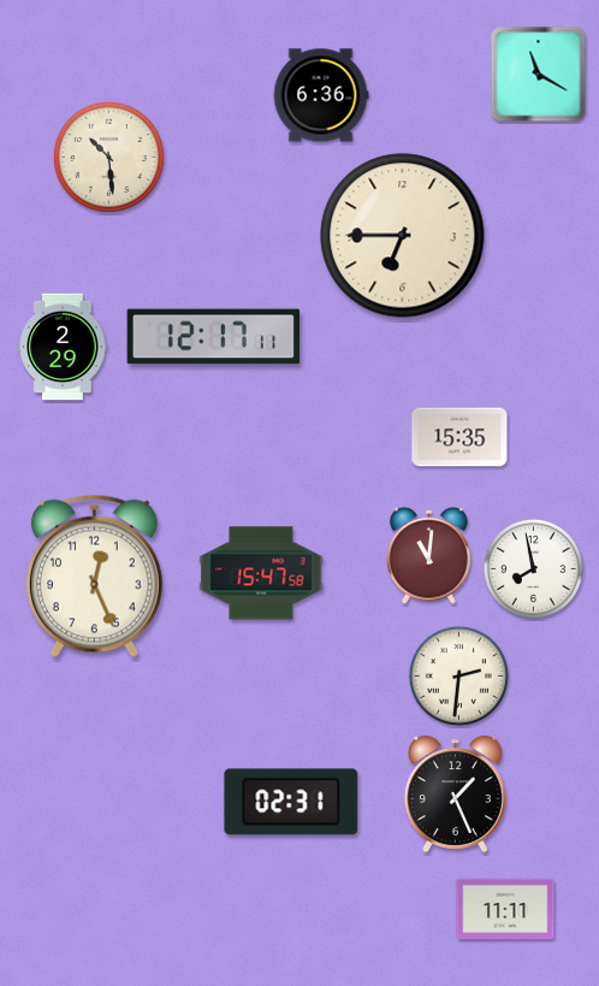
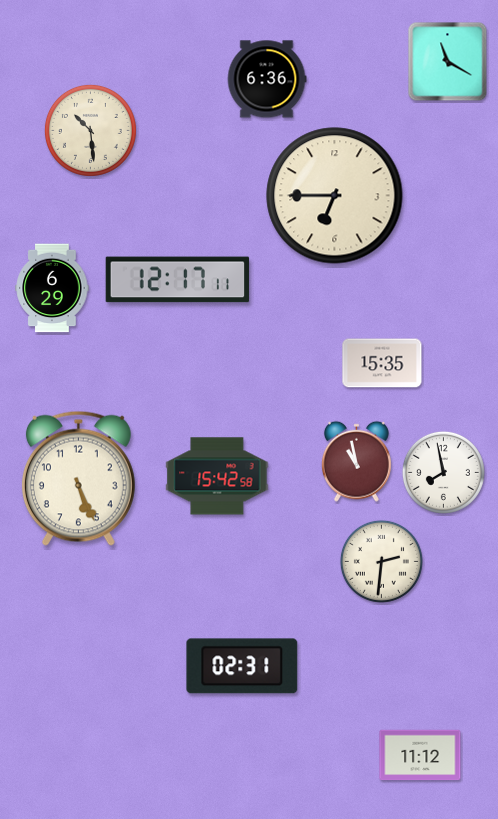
clock at (63, 347): 2:29 -> 6:29
clock at (428, 555): 11:01 -> 10:58
clock at (261, 573): 15:47 -> 15:42
clock at (94, 575): 12:26 -> 5:26
clock at (455, 793): 1:26 -> none
clock at (505, 909): 11:11 -> 11:12
